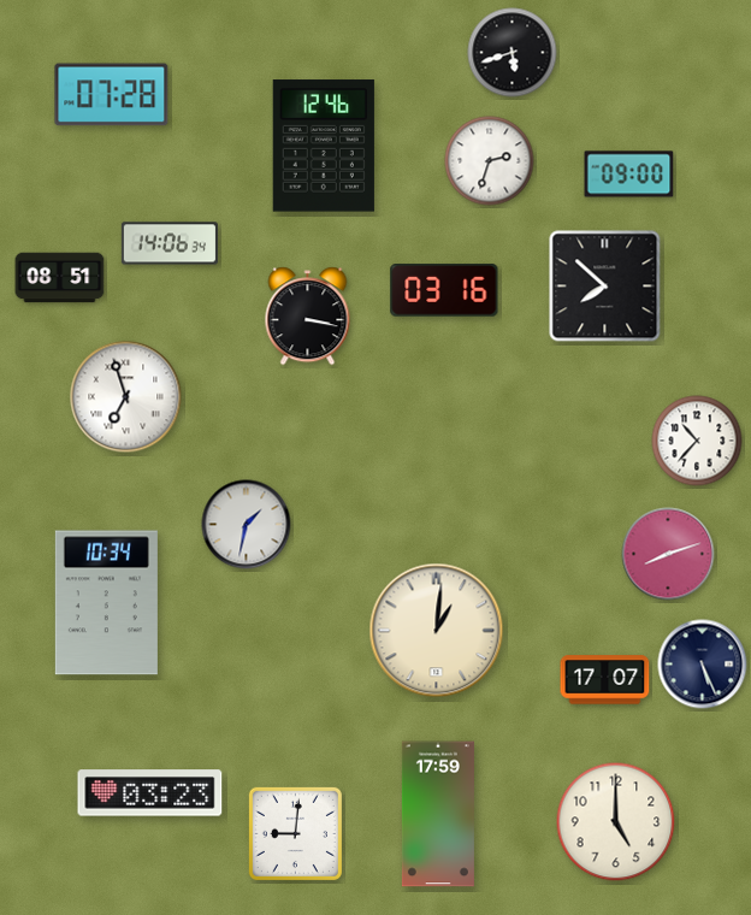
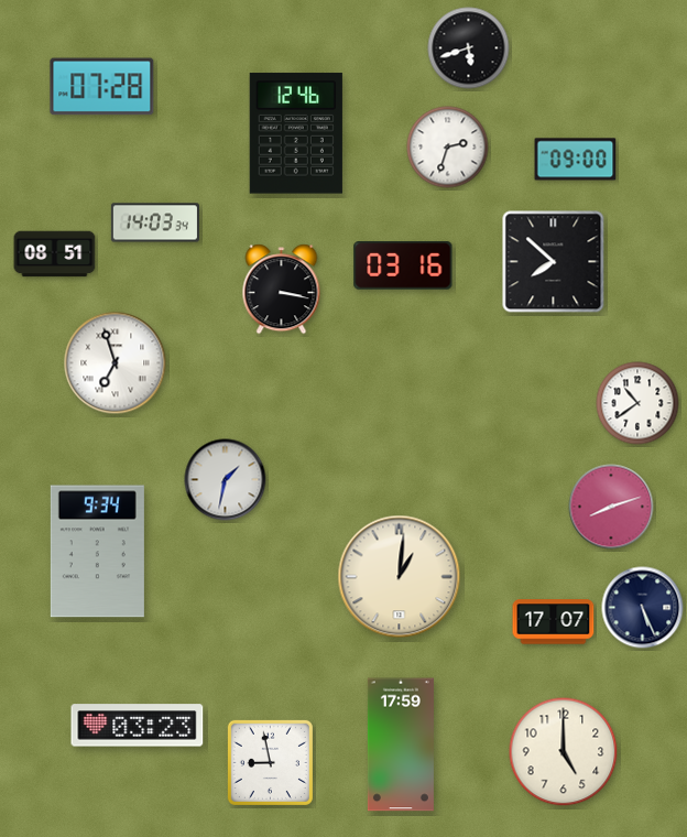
clock at (170, 243): 14:06 -> 14:03
clock at (444, 290) position: (444, 290) -> (403, 265)
clock at (697, 441): 10:37 -> 10:39
clock at (106, 603): 10:34 -> 9:34
clock at (295, 833): 9:01 -> 8:58
